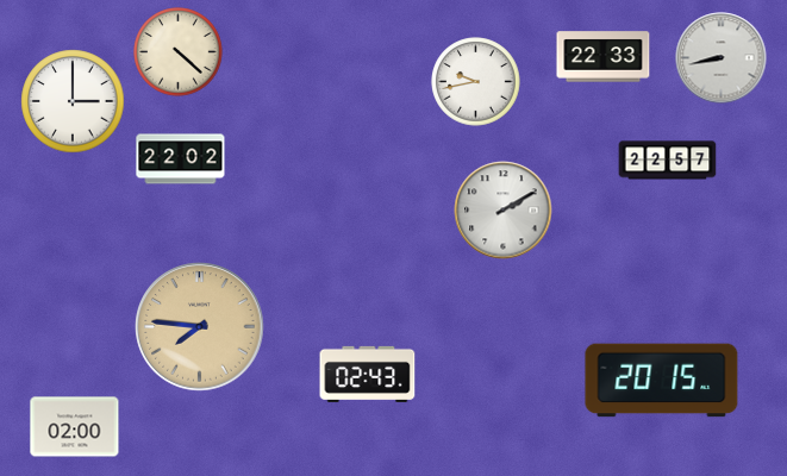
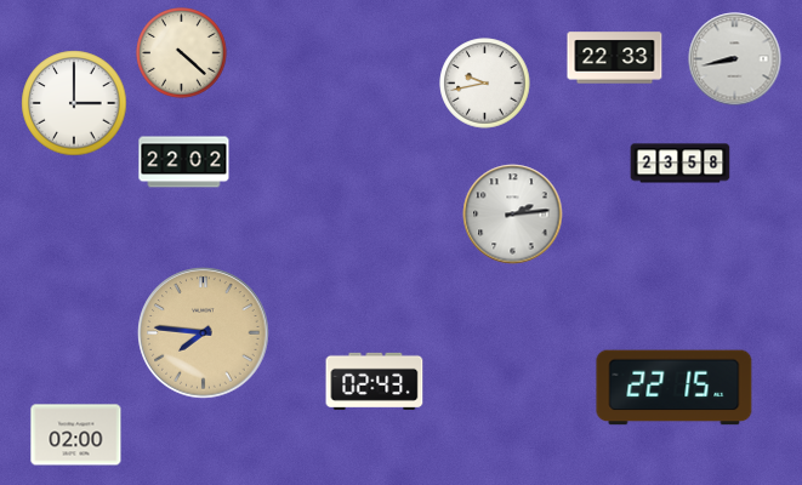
clock at (668, 161): 22:57 -> 23:58
clock at (504, 211): 2:10 -> 2:14
clock at (662, 381): 20:15 -> 22:15
